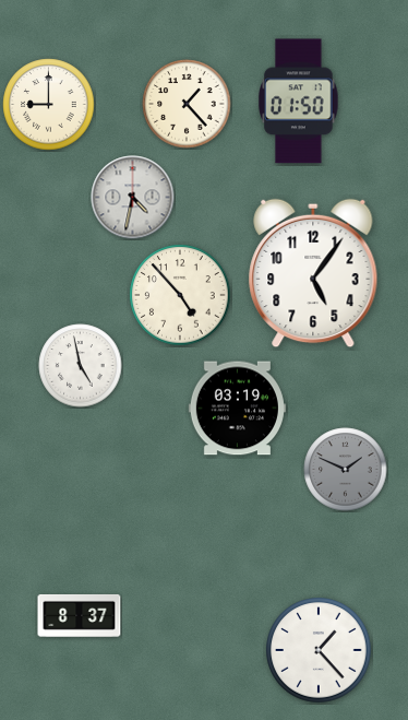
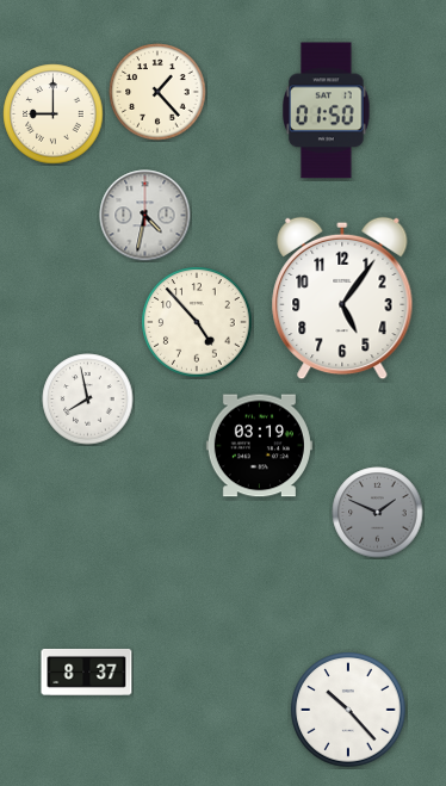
clock at (187, 104) position: (187, 104) -> (157, 92)
clock at (81, 366): 4:58 -> 7:58
clock at (319, 650): 1:23 -> 10:23
